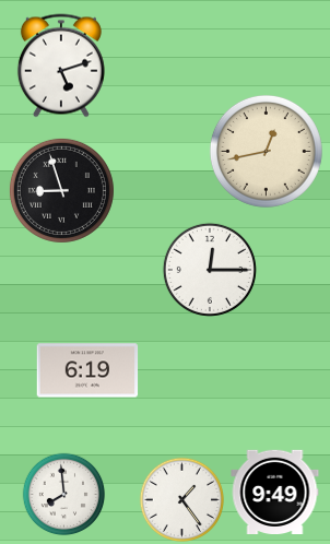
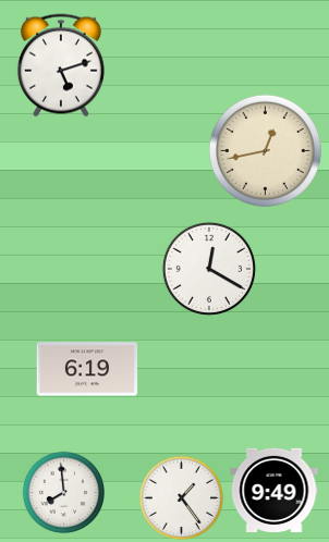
clock at (61, 190): 8:57 -> none
clock at (210, 270): 12:15 -> 12:20
